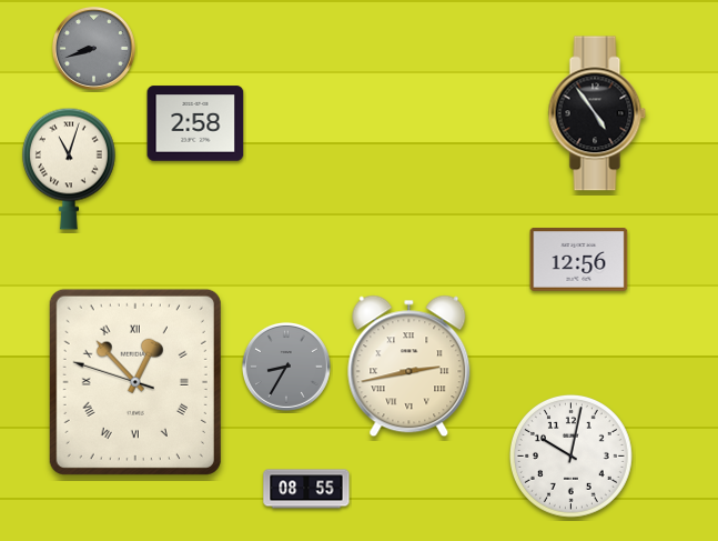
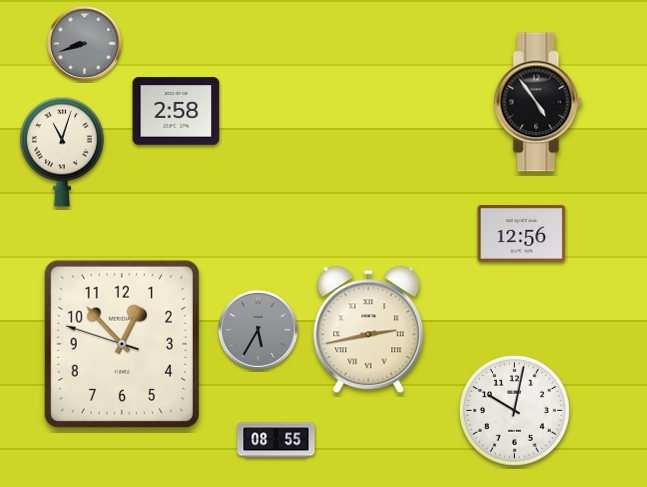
clock at (286, 367): 8:35 -> 5:35
clock at (135, 382) numerals: Roman -> Arabic
